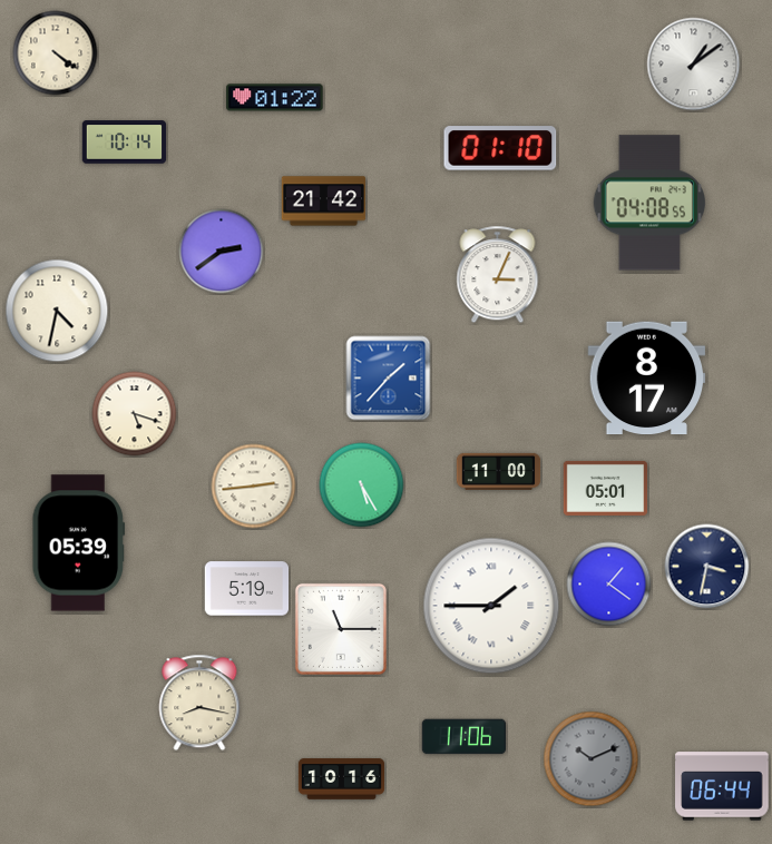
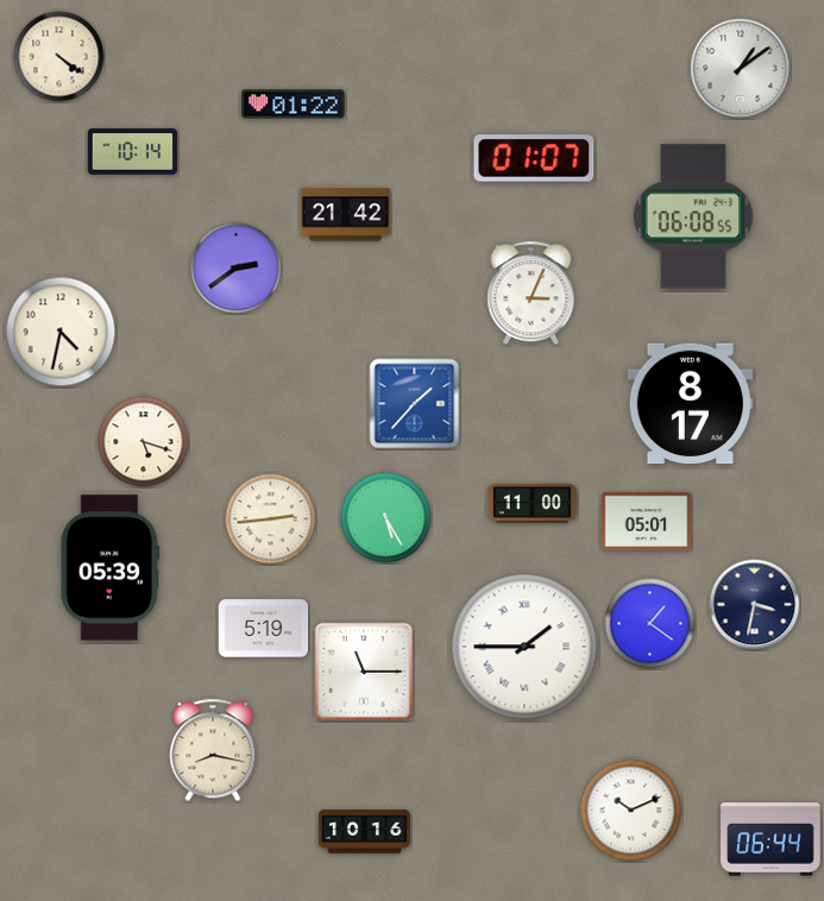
clock at (500, 148): 01:10 -> 01:07
clock at (648, 203): 04:08 -> 06:08
clock at (79, 543) position: (79, 543) -> (111, 568)
clock at (465, 737): 11:06 -> none
clock at (592, 759) dial: grey -> white
